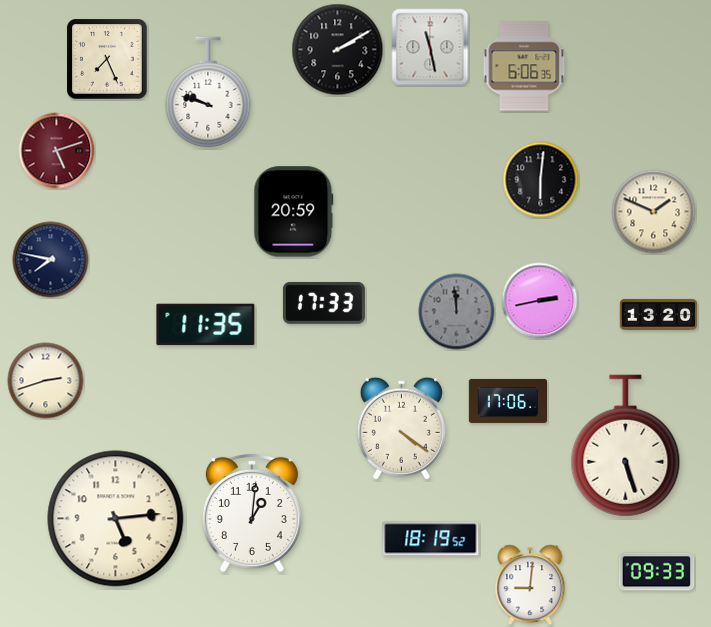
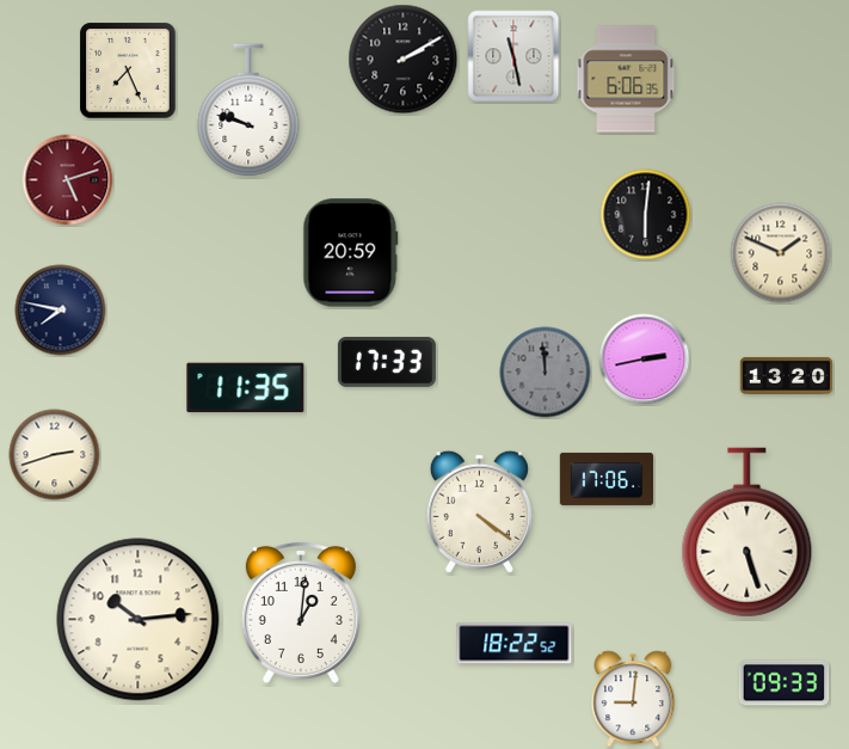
clock at (116, 519): 5:14 -> 10:14
clock at (431, 539): 18:19 -> 18:22
